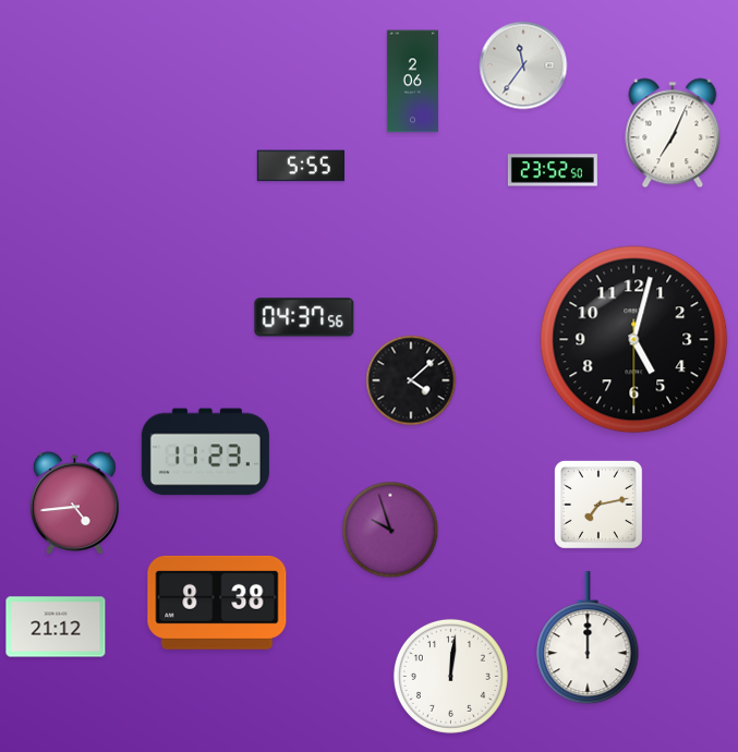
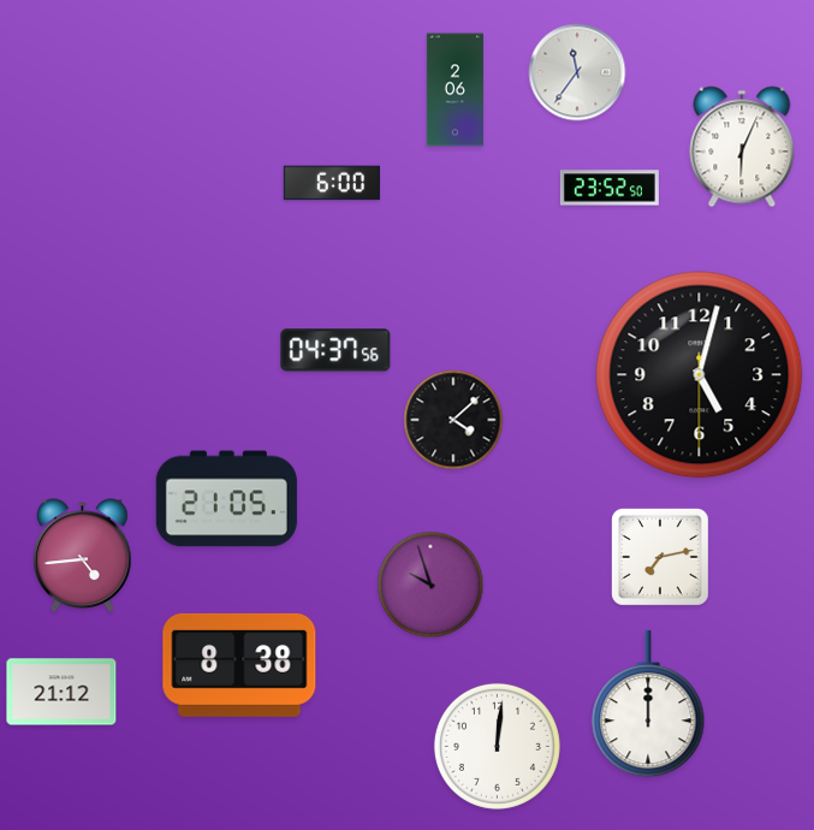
clock at (673, 133): 7:04 -> 6:04
clock at (301, 166): 5:55 -> 6:00
clock at (205, 452): 11:23 -> 21:05
